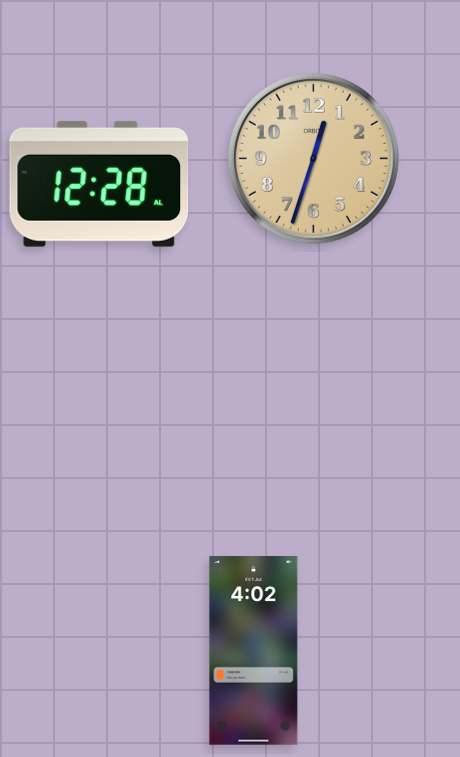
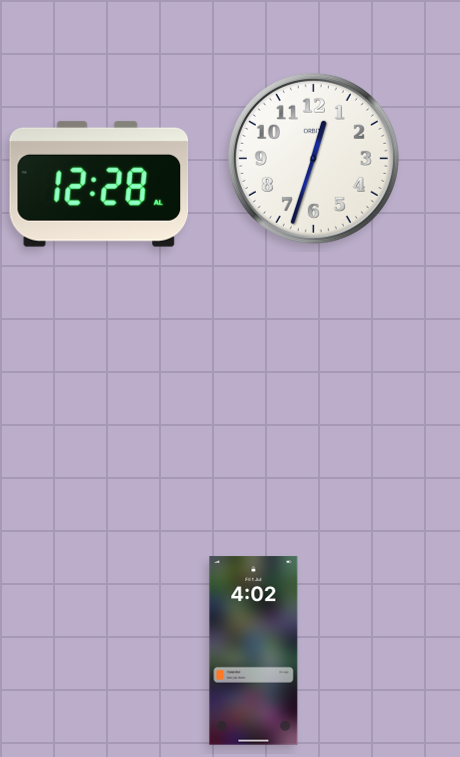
clock at (313, 158) dial: champagne -> white
